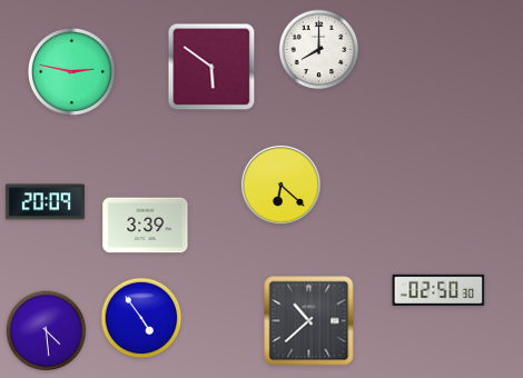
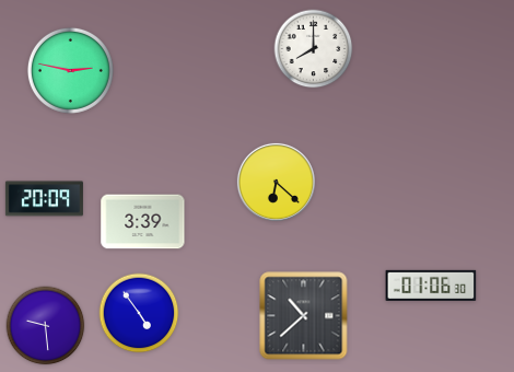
clock at (211, 67): 5:51 -> none
clock at (438, 290): 02:50 -> 01:06
clock at (47, 331): 4:29 -> 9:29
